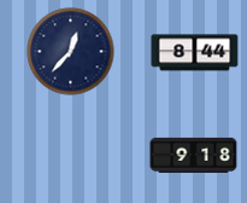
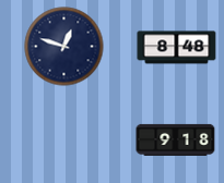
clock at (71, 52): 12:37 -> 12:48
clock at (195, 53): 8:44 -> 8:48
